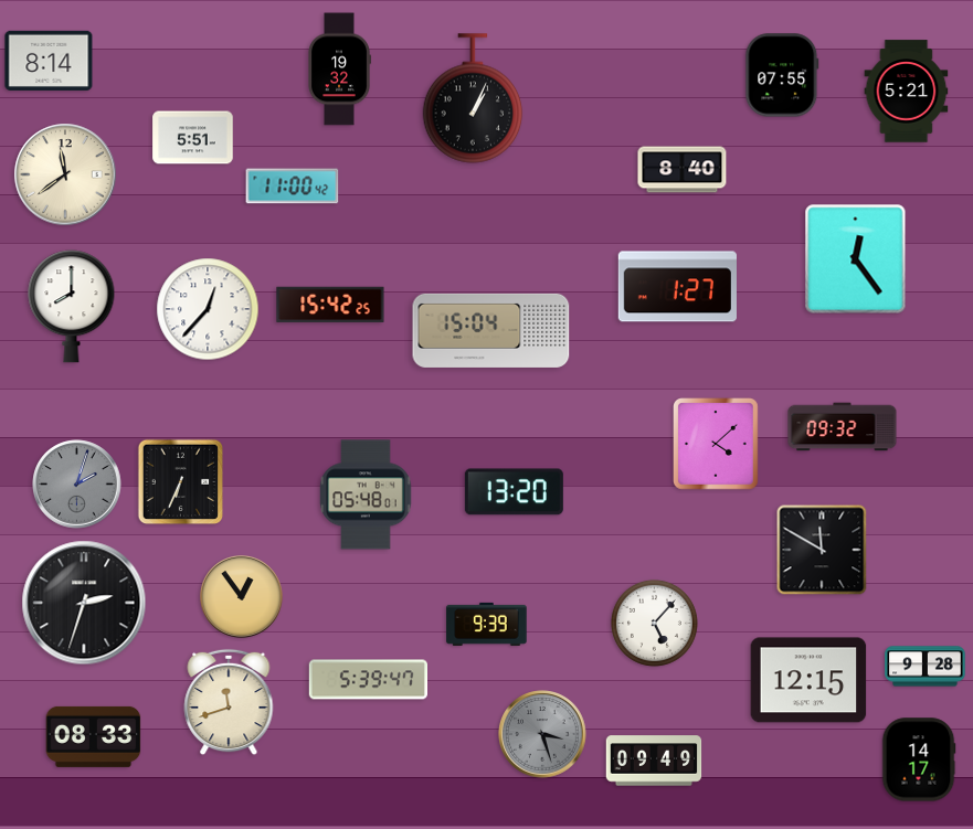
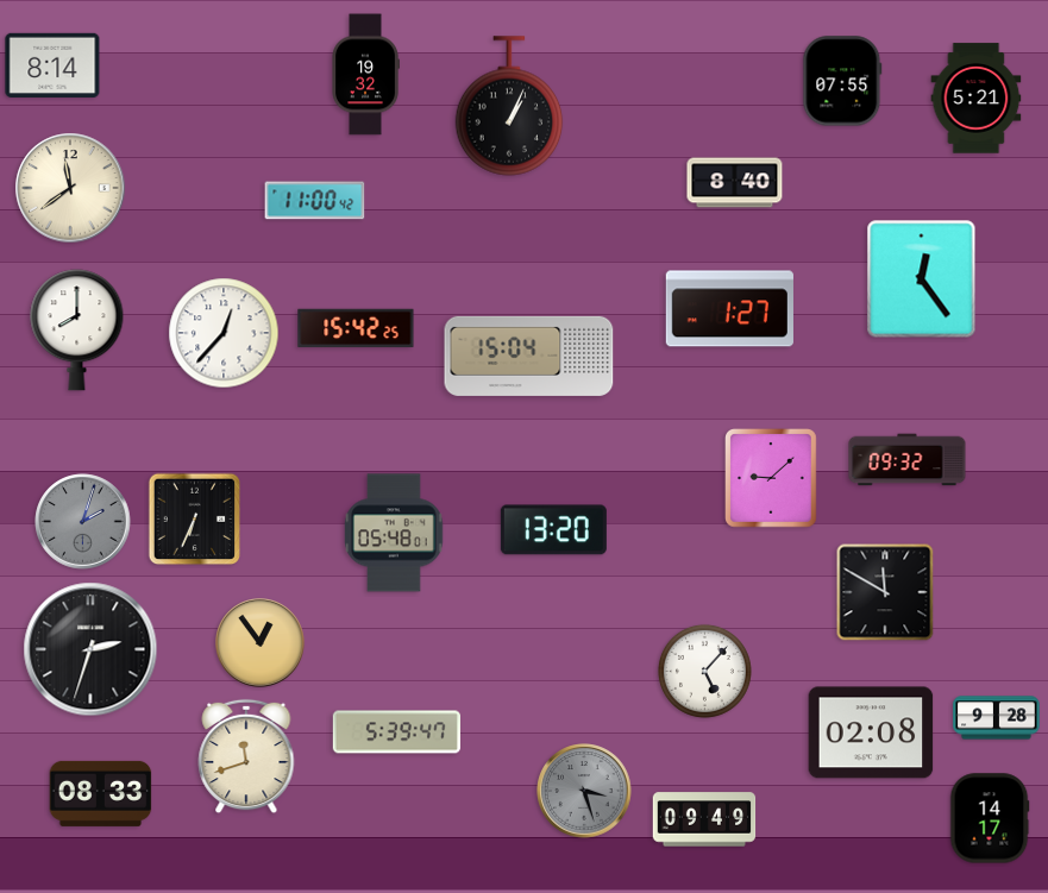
clock at (193, 138): 5:51 -> none
clock at (717, 445): 4:08 -> 9:08
clock at (487, 624): 9:39 -> none
clock at (808, 680): 12:15 -> 02:08
